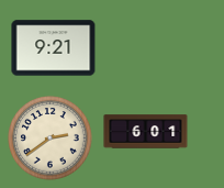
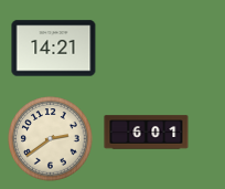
clock at (54, 48): 9:21 -> 14:21
